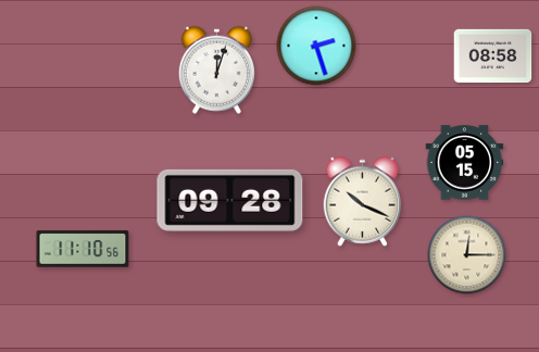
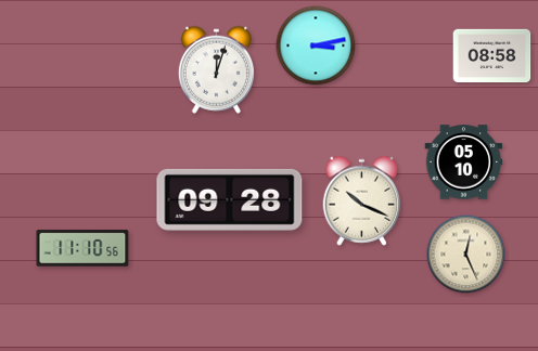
clock at (316, 46): 2:27 -> 3:13
clock at (465, 163): 05:15 -> 05:10
clock at (467, 255): 12:15 -> 12:26
